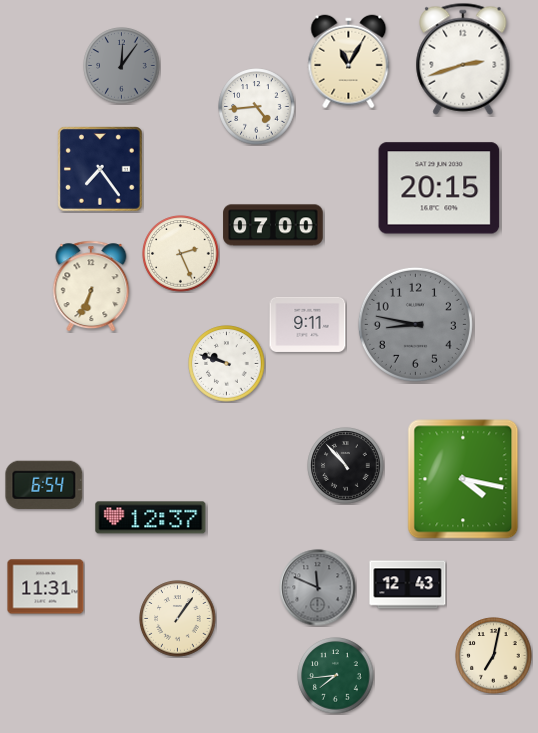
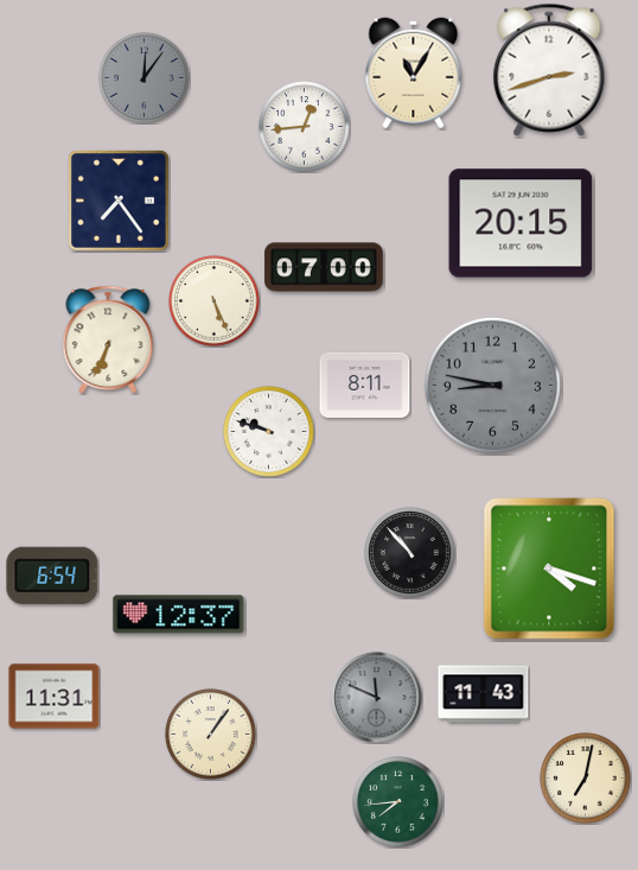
clock at (257, 107): 4:44 -> 12:44
clock at (181, 254): 2:26 -> 5:26
clock at (308, 324): 9:11 -> 8:11
clock at (463, 479): 4:17 -> 4:18
clock at (408, 585): 12:43 -> 11:43
